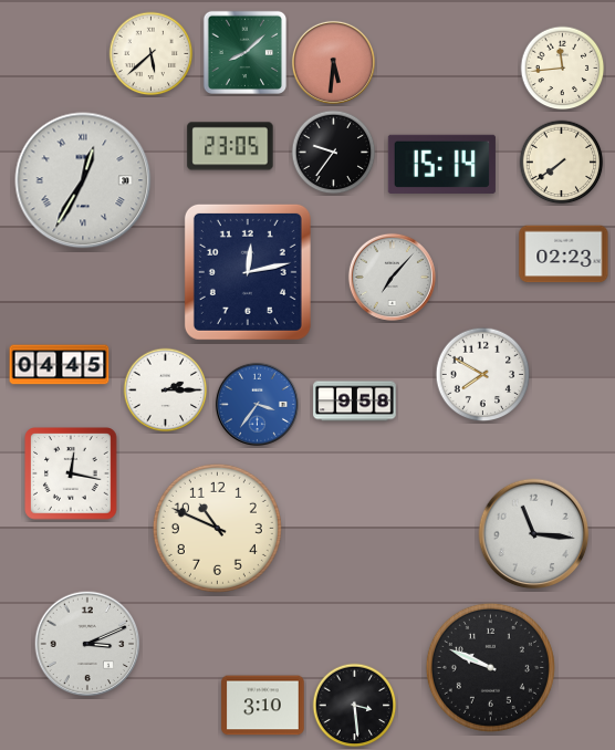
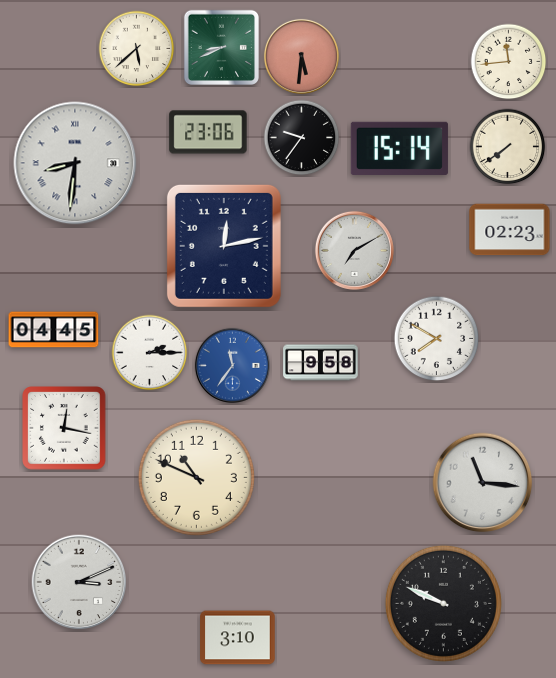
clock at (244, 52): 8:08 -> 8:41
clock at (230, 146): 23:05 -> 23:06
clock at (83, 180): 12:35 -> 8:31
clock at (392, 277): 7:07 -> 7:10
clock at (257, 404): 3:36 -> 11:36
clock at (355, 706): 3:29 -> none
